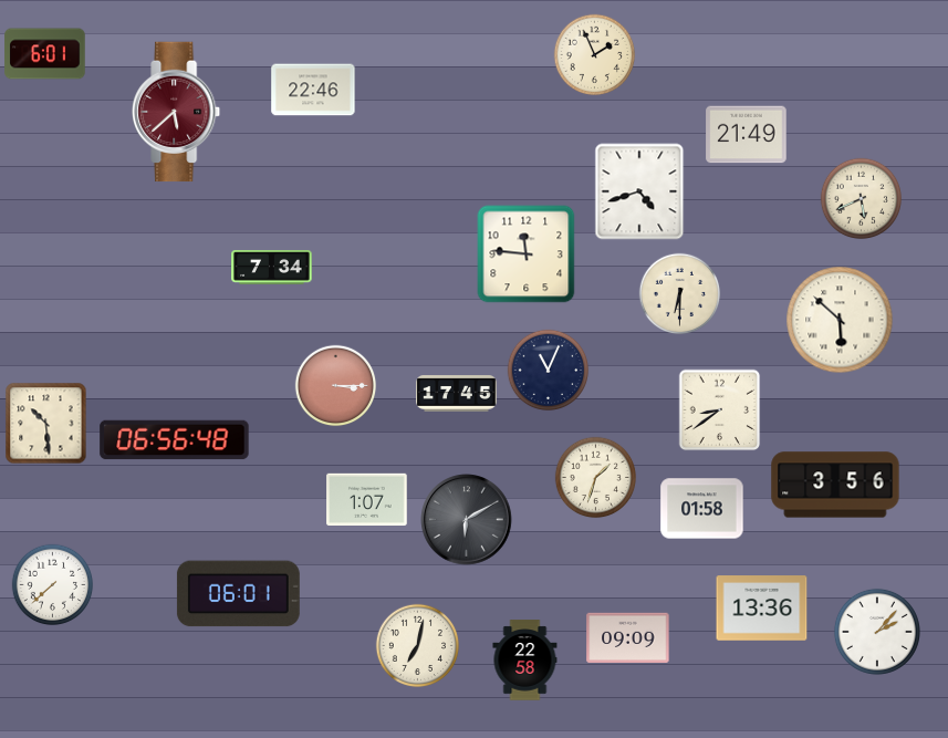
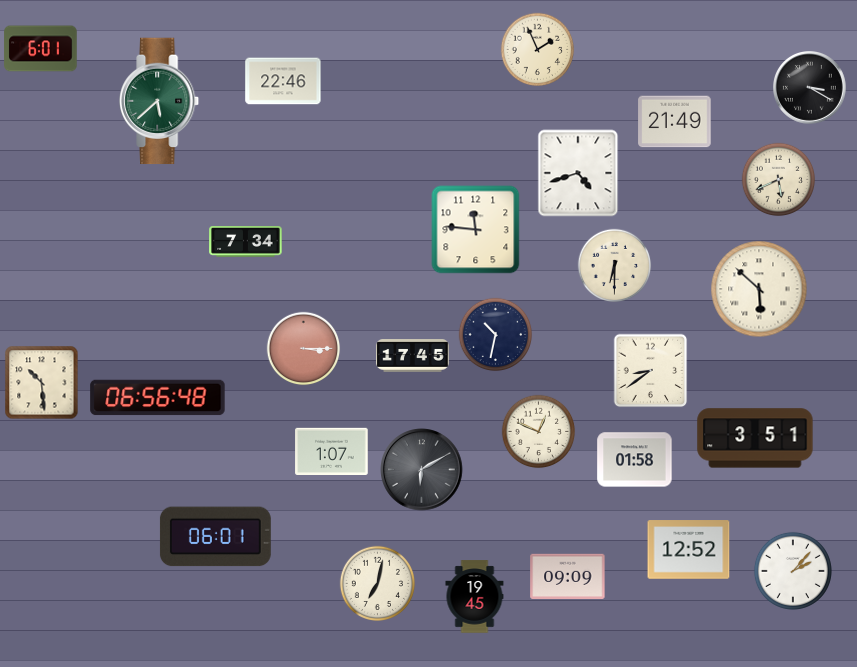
clock at (810, 88): none -> 3:20
clock at (177, 112) dial: burgundy -> green
clock at (549, 371): 11:04 -> 10:32
clock at (596, 478): 1:33 -> 12:49
clock at (835, 485): 3:56 -> 3:51
clock at (53, 585): 7:38 -> none
clock at (762, 609): 13:36 -> 12:52
clock at (525, 661): 22:58 -> 19:45
